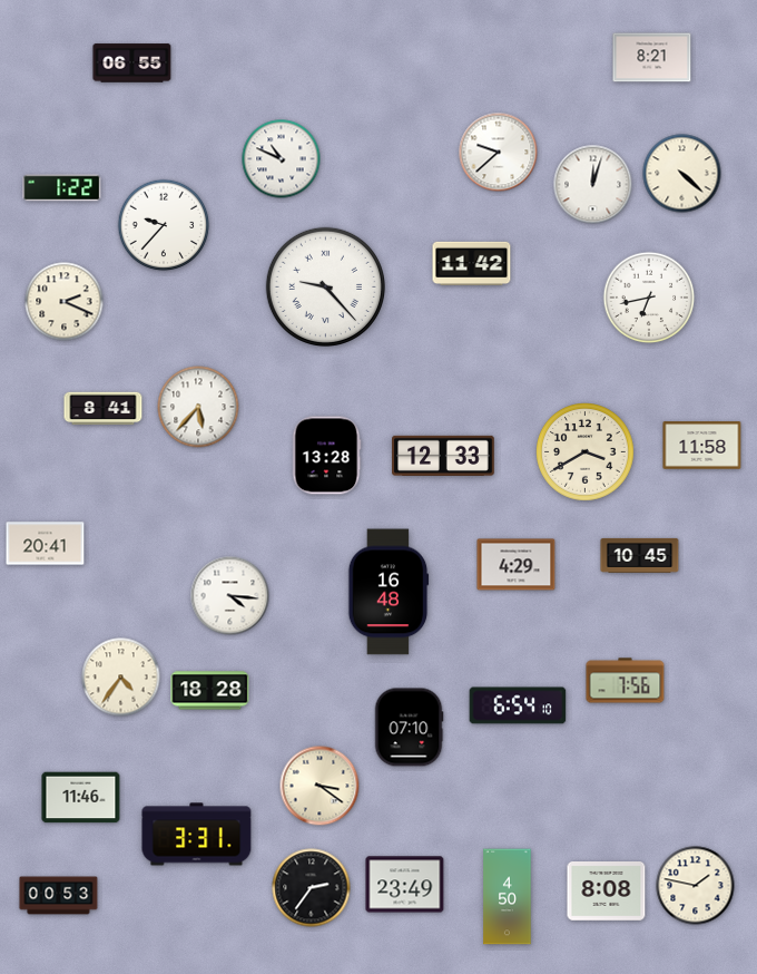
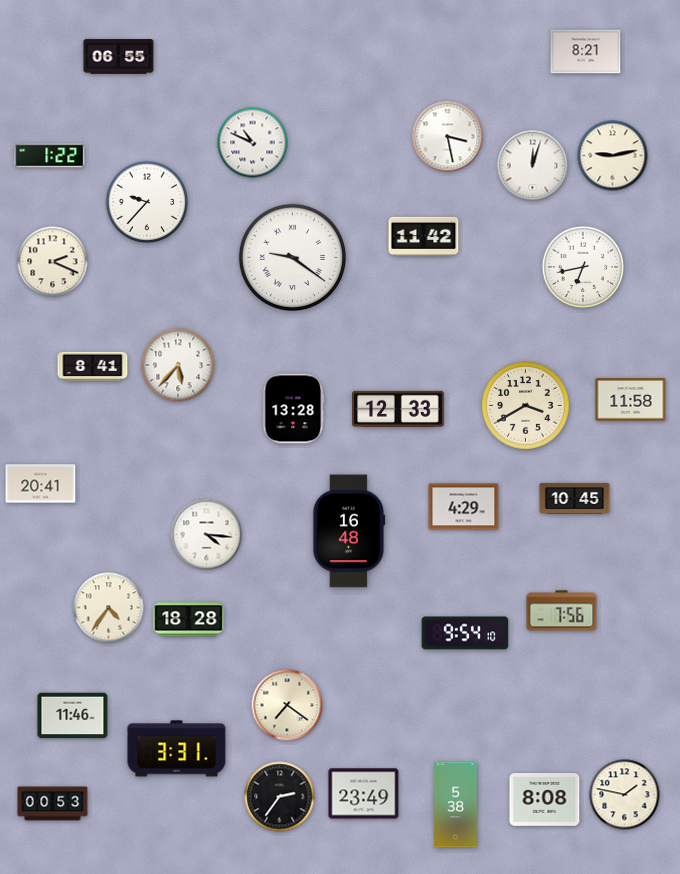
clock at (499, 153): 9:38 -> 3:28
clock at (682, 174): 4:22 -> 9:13
clock at (62, 188) position: (62, 188) -> (50, 156)
clock at (325, 286): 9:23 -> 9:21
clock at (65, 302) position: (65, 302) -> (53, 262)
clock at (46, 544) position: (46, 544) -> (41, 484)
clock at (518, 705): 6:54 -> 9:54
clock at (409, 728): 07:10 -> none
clock at (319, 786): 3:21 -> 7:21
clock at (508, 897): 4:50 -> 5:38
